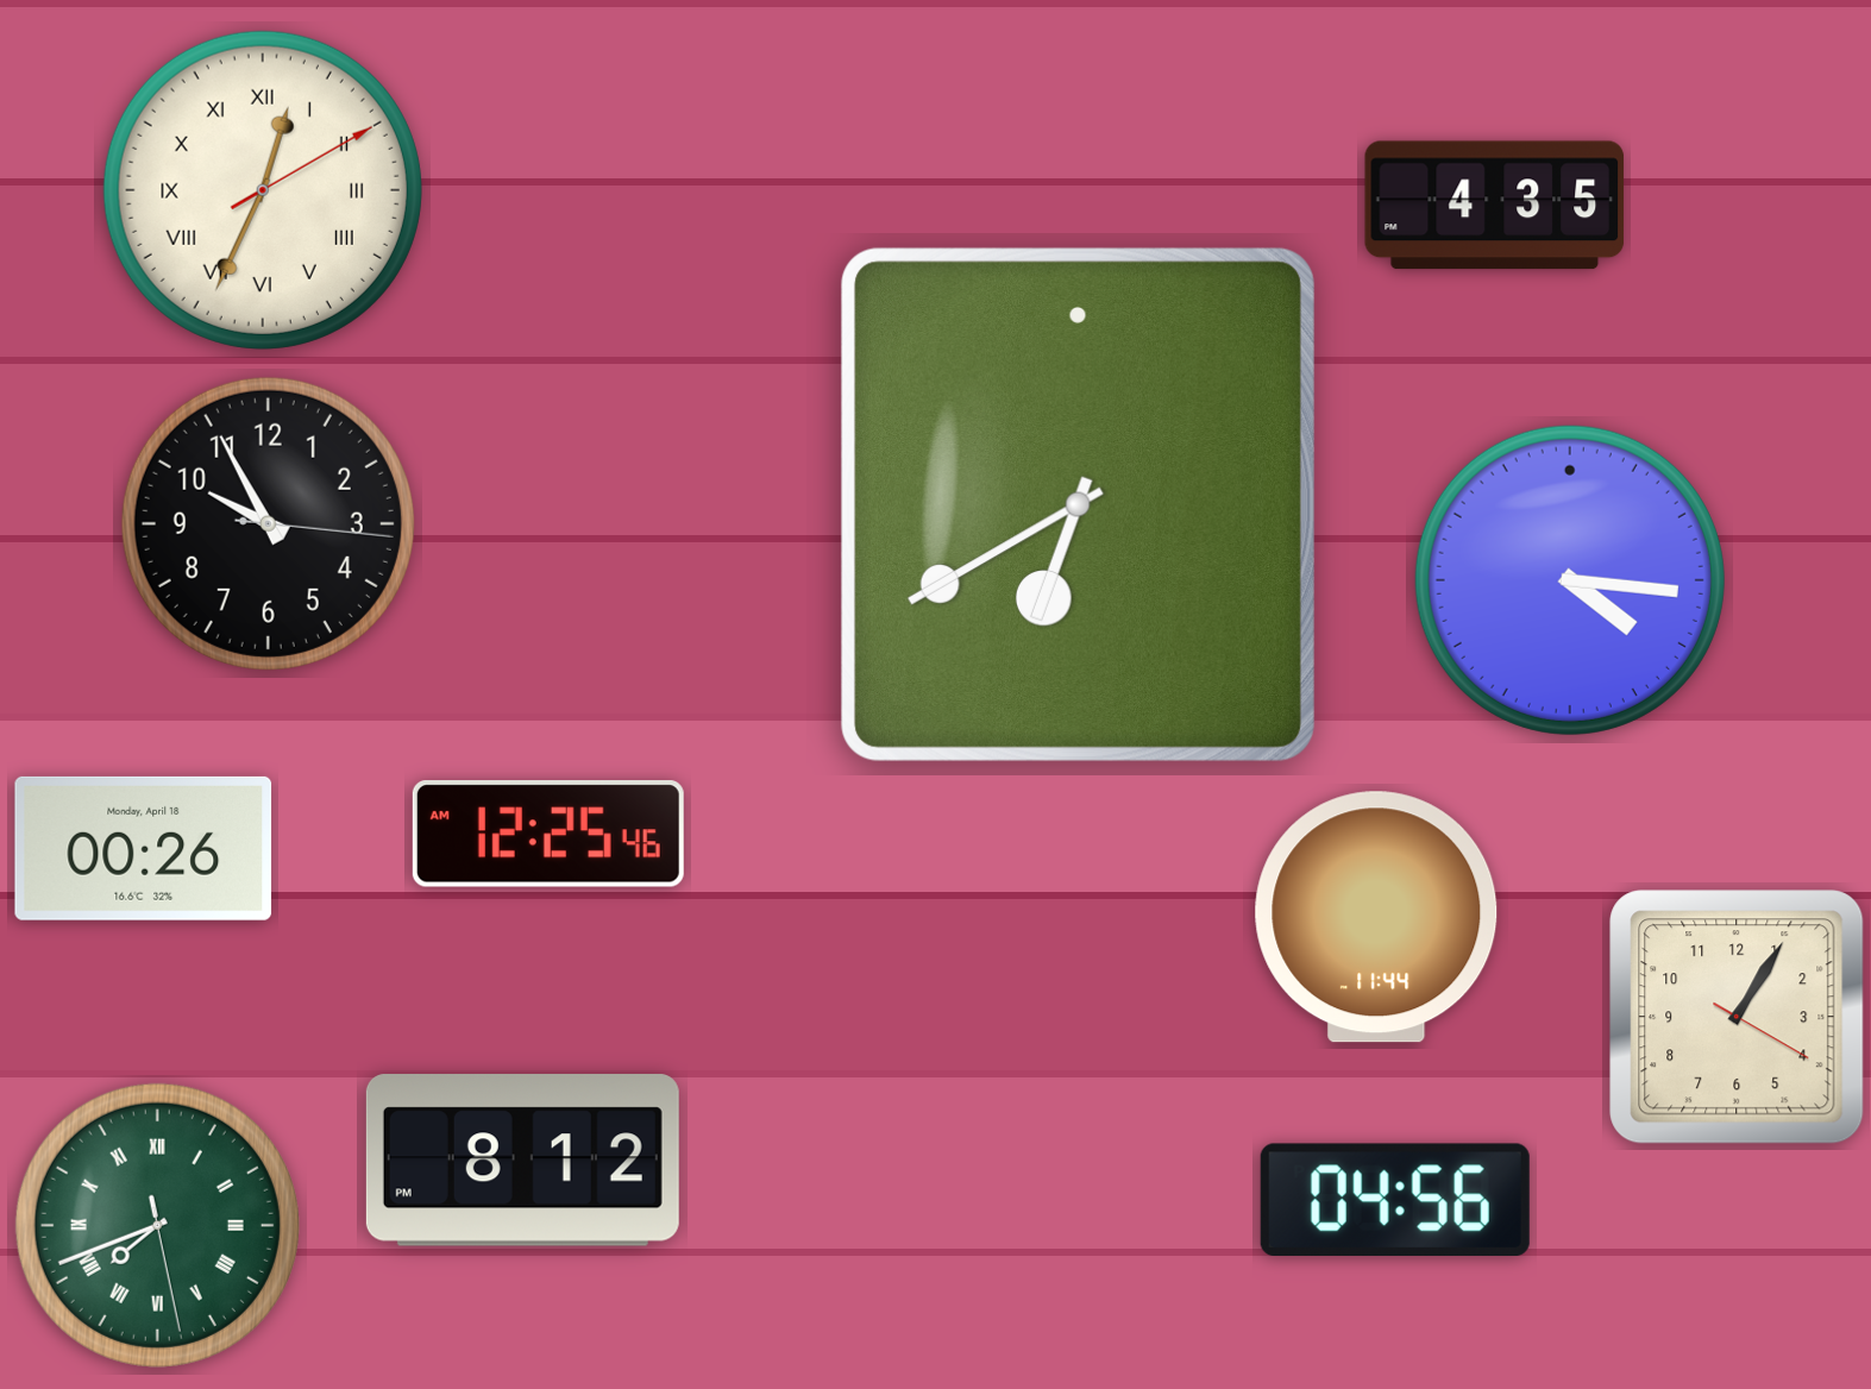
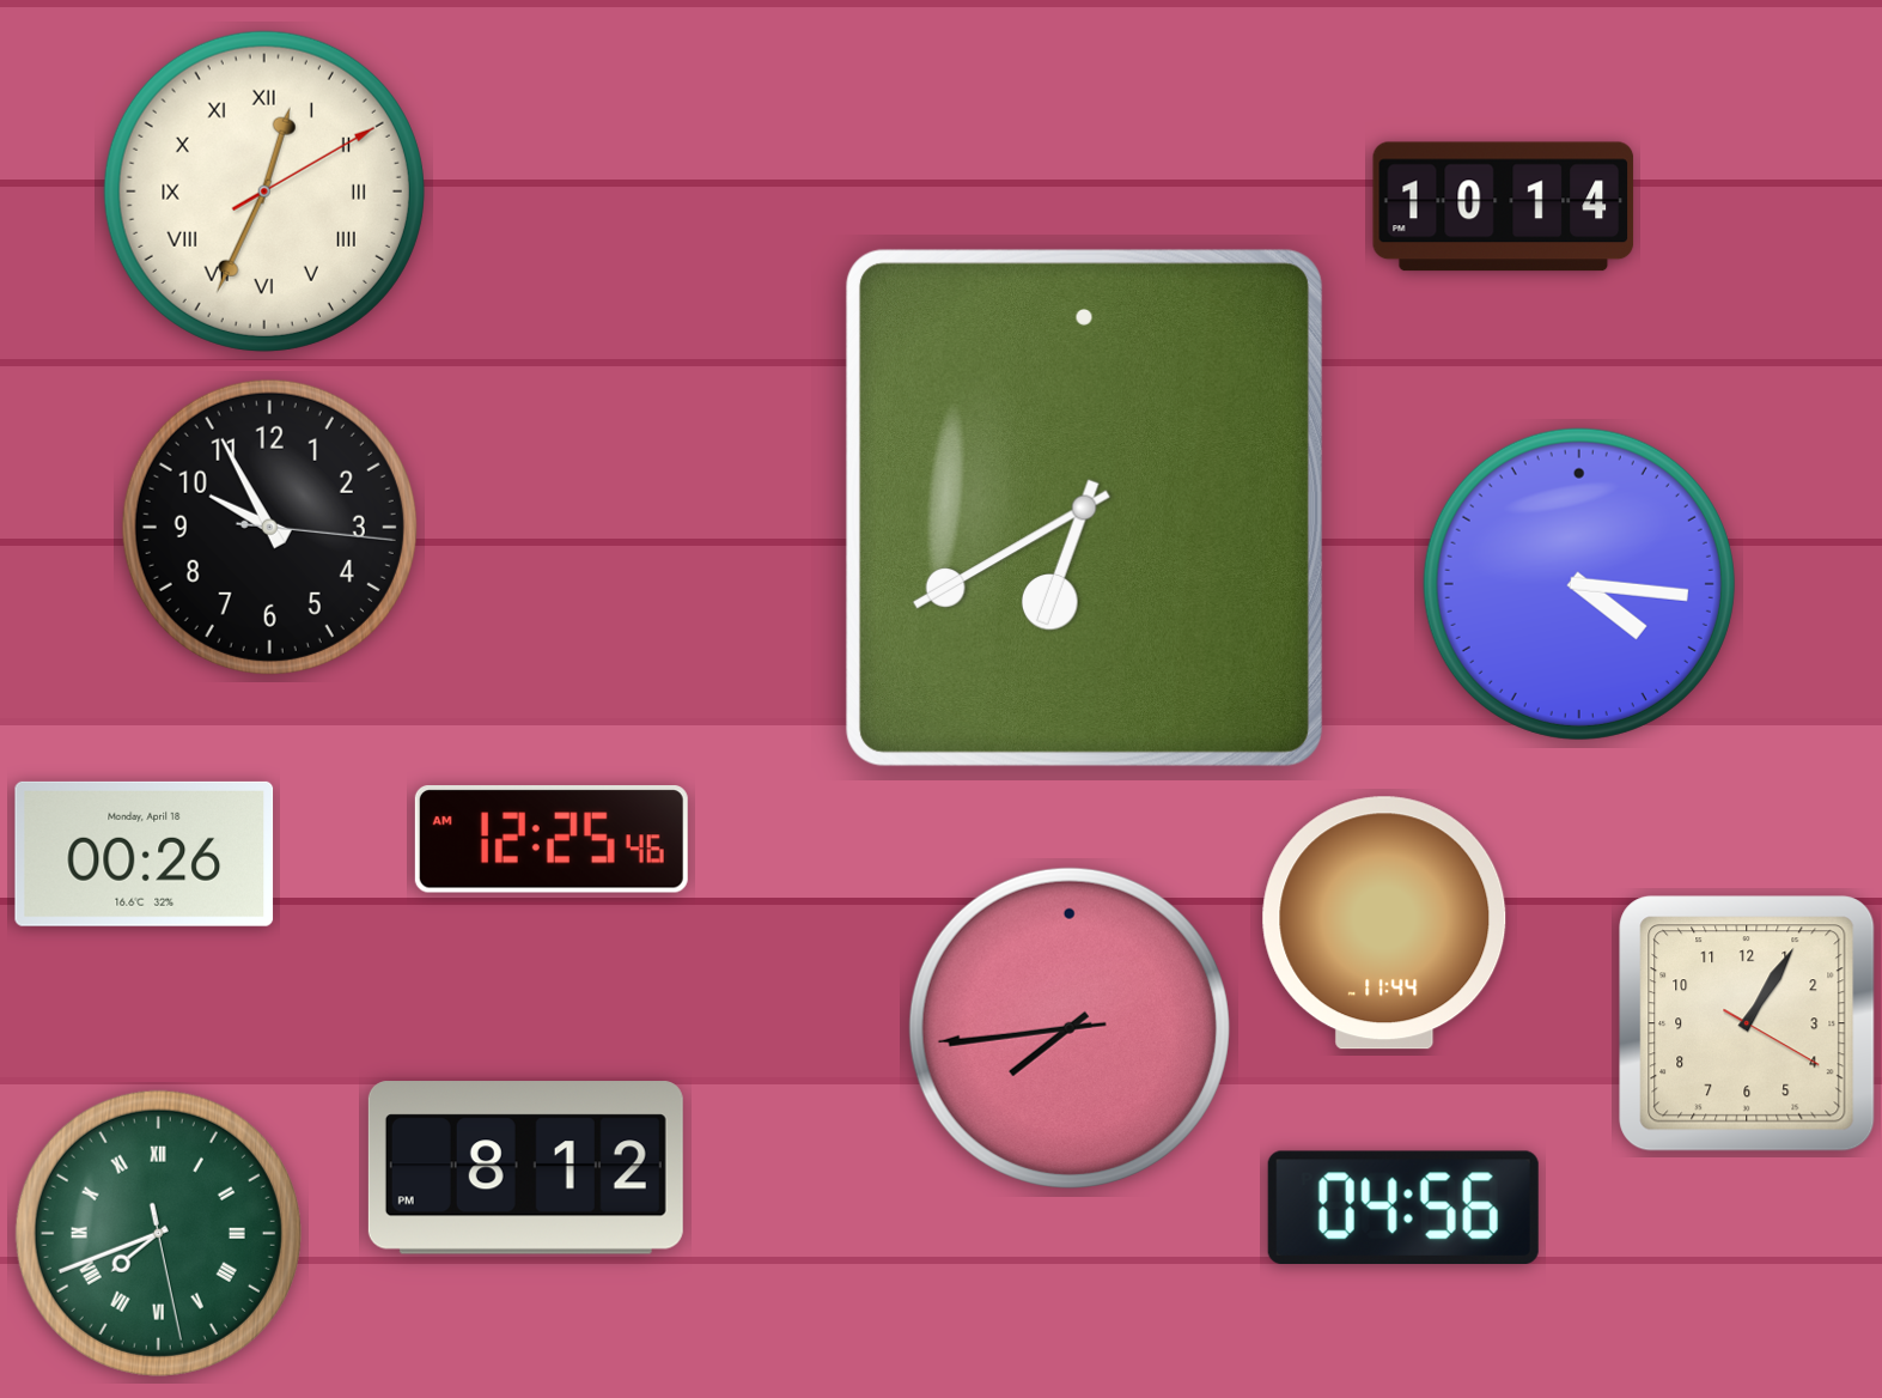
clock at (1495, 206): 4:35 -> 10:14
clock at (1070, 1028): none -> 7:43
